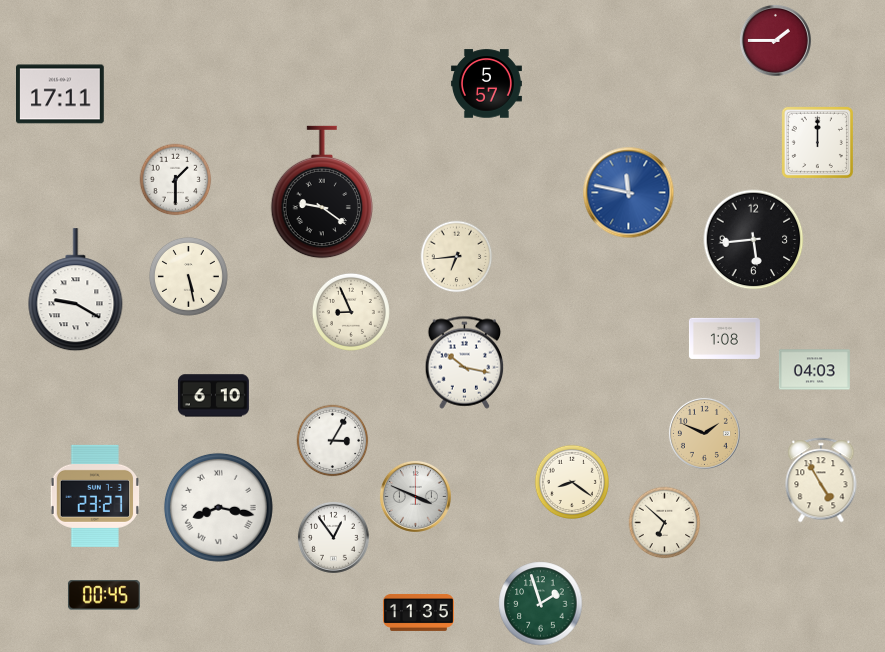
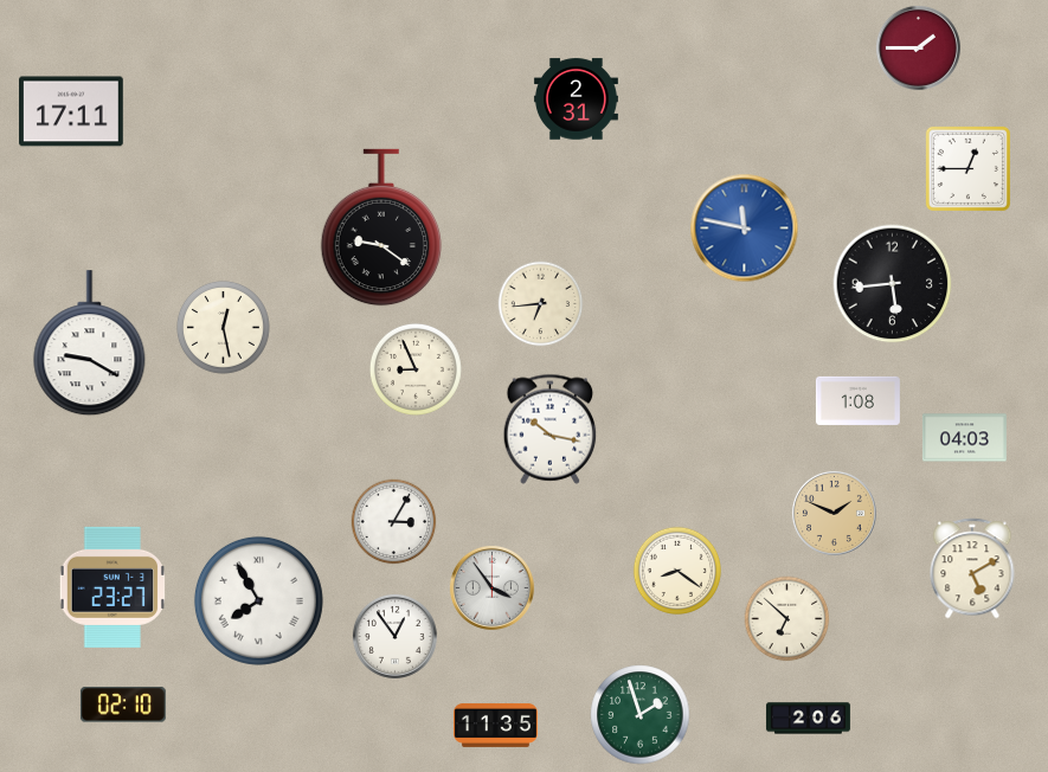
clock at (486, 84): 5:57 -> 2:31
clock at (817, 142): 12:00 -> 12:45
clock at (176, 180): 1:30 -> none
clock at (188, 276): 5:28 -> 12:28
clock at (213, 396): 6:10 -> none
clock at (821, 480): 4:55 -> 5:10
clock at (415, 496): 3:49 -> 3:54
clock at (218, 507): 8:17 -> 7:55
clock at (104, 595): 00:45 -> 02:10
clock at (808, 719): none -> 2:06
